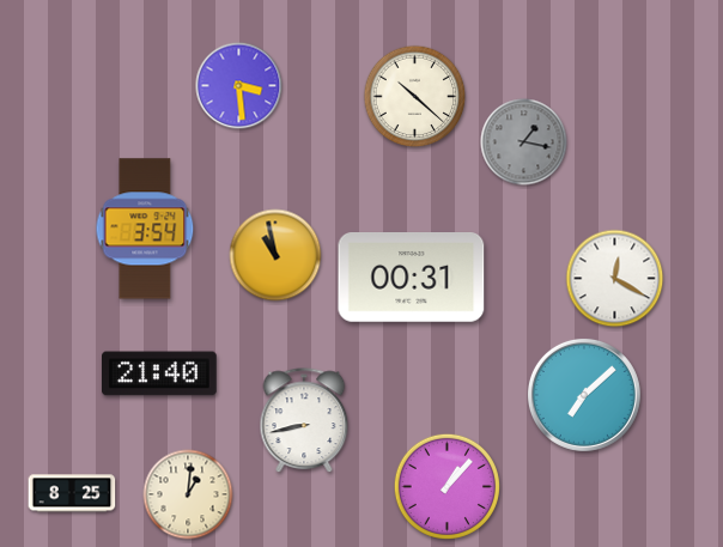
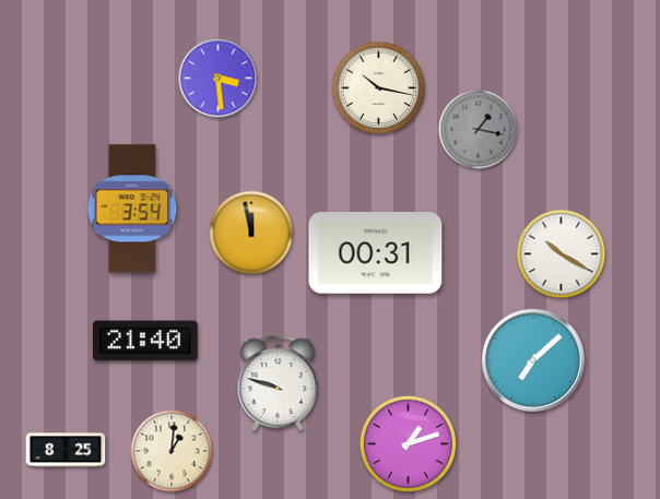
clock at (415, 97): 10:22 -> 10:17
clock at (275, 255): 10:58 -> 11:58
clock at (615, 279): 12:20 -> 10:20
clock at (304, 421): 8:43 -> 9:48
clock at (446, 486): 1:07 -> 1:12
